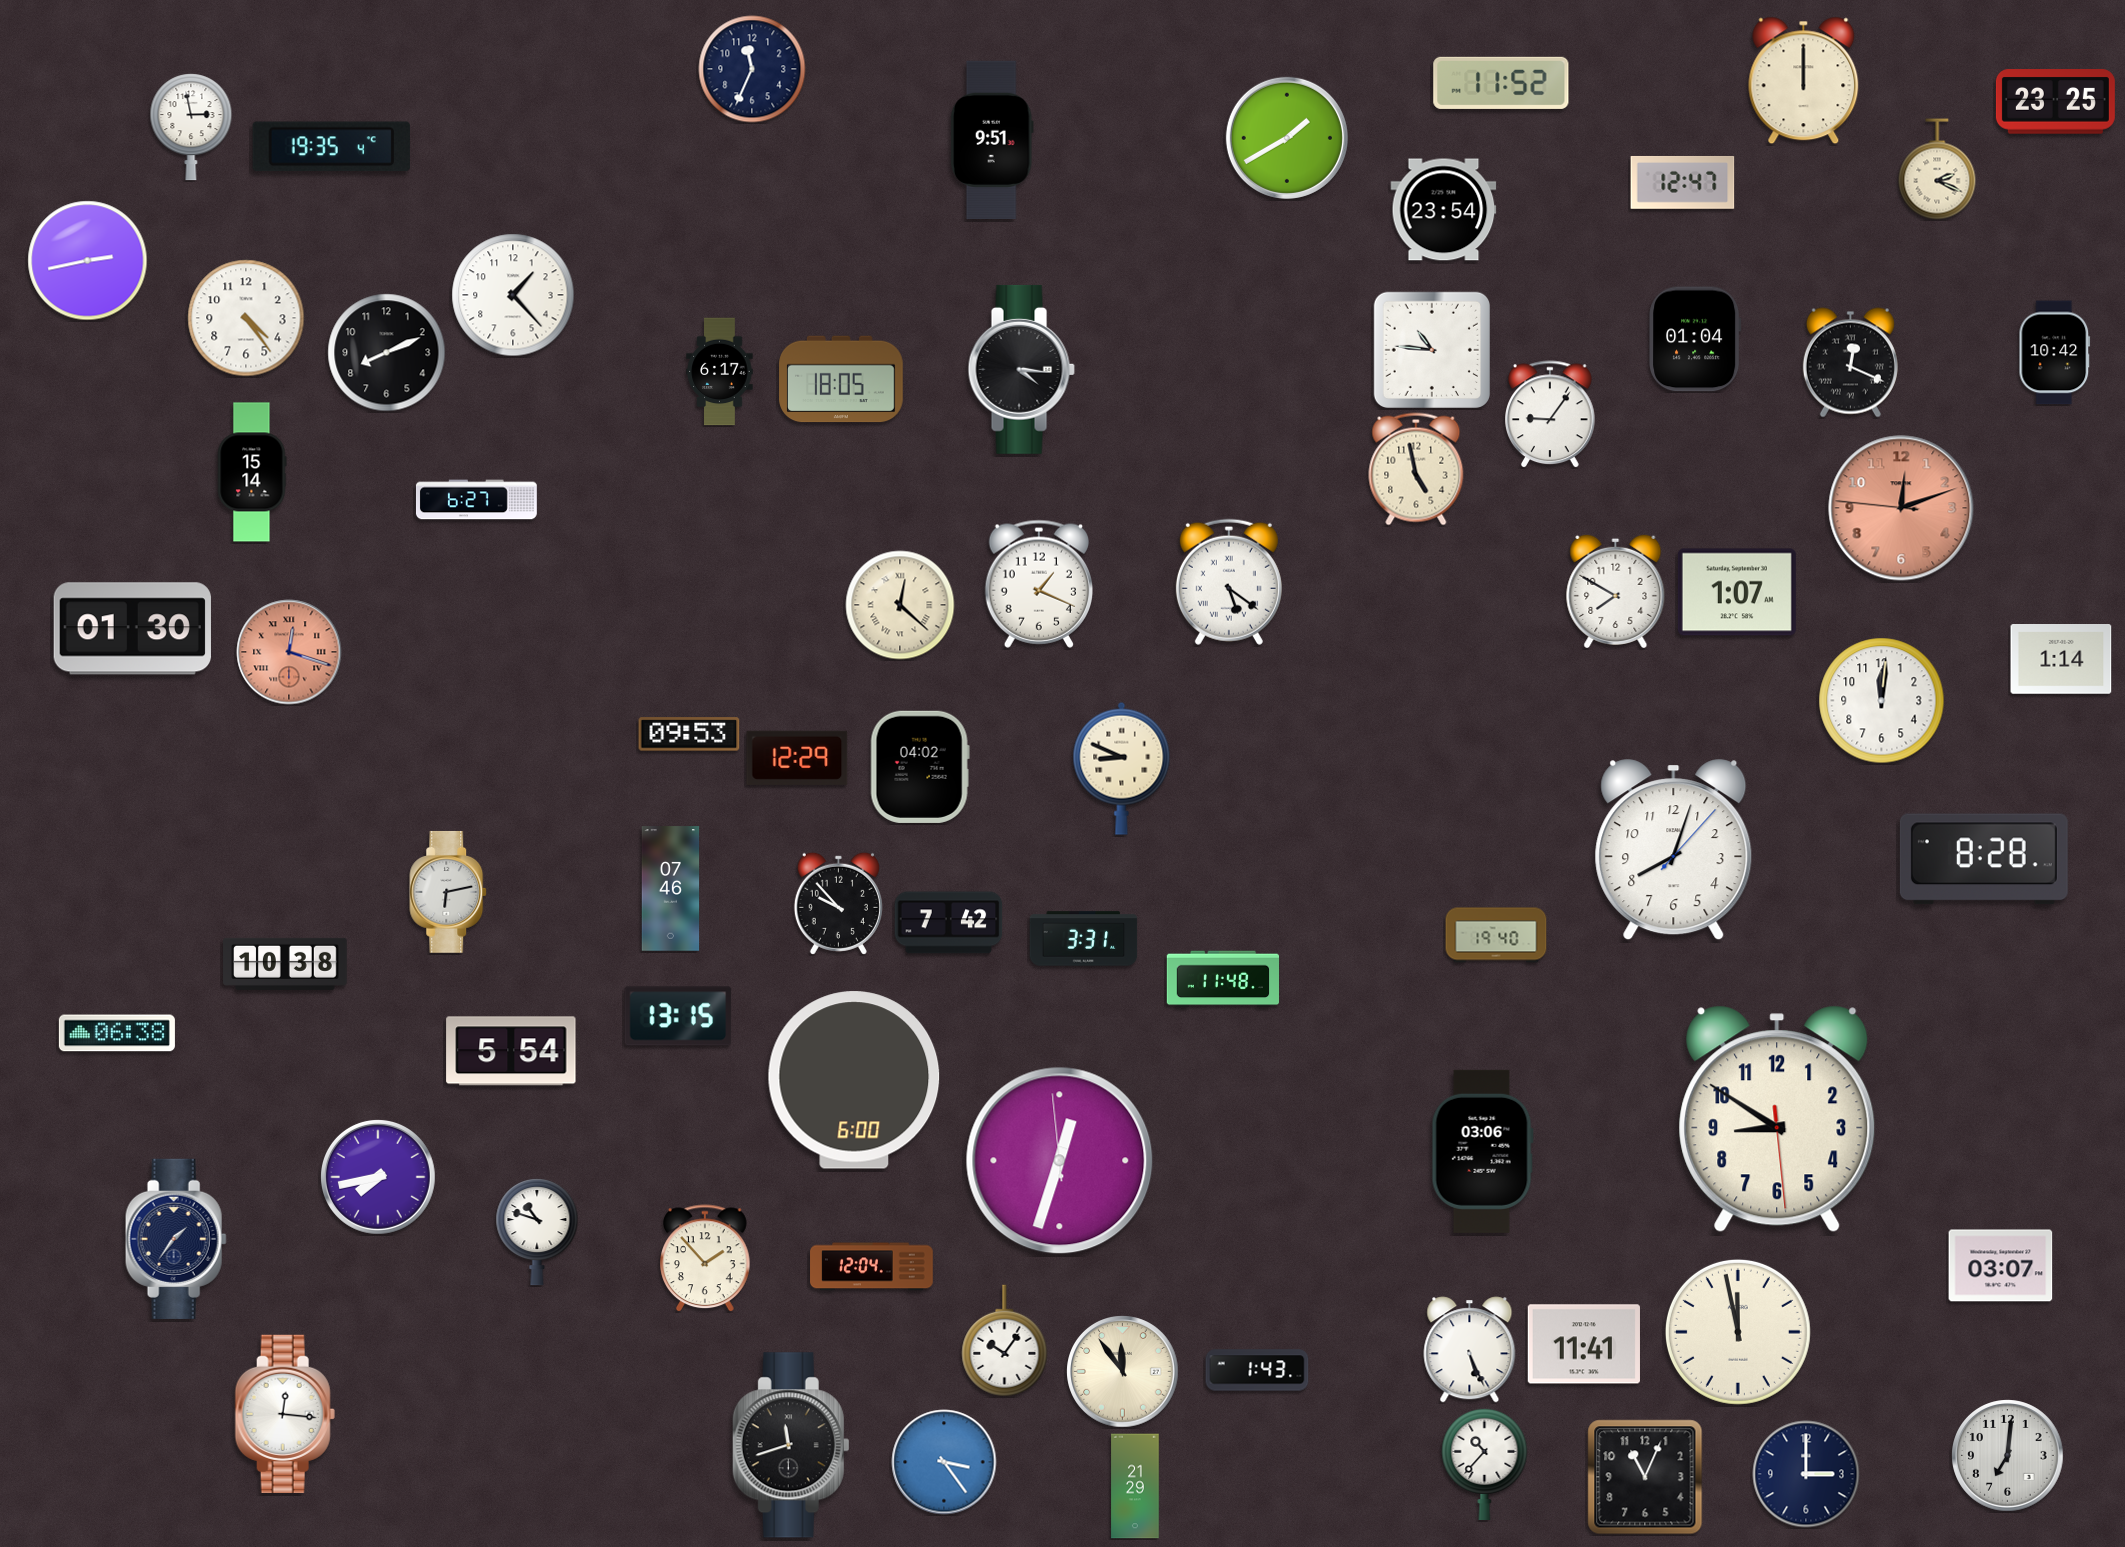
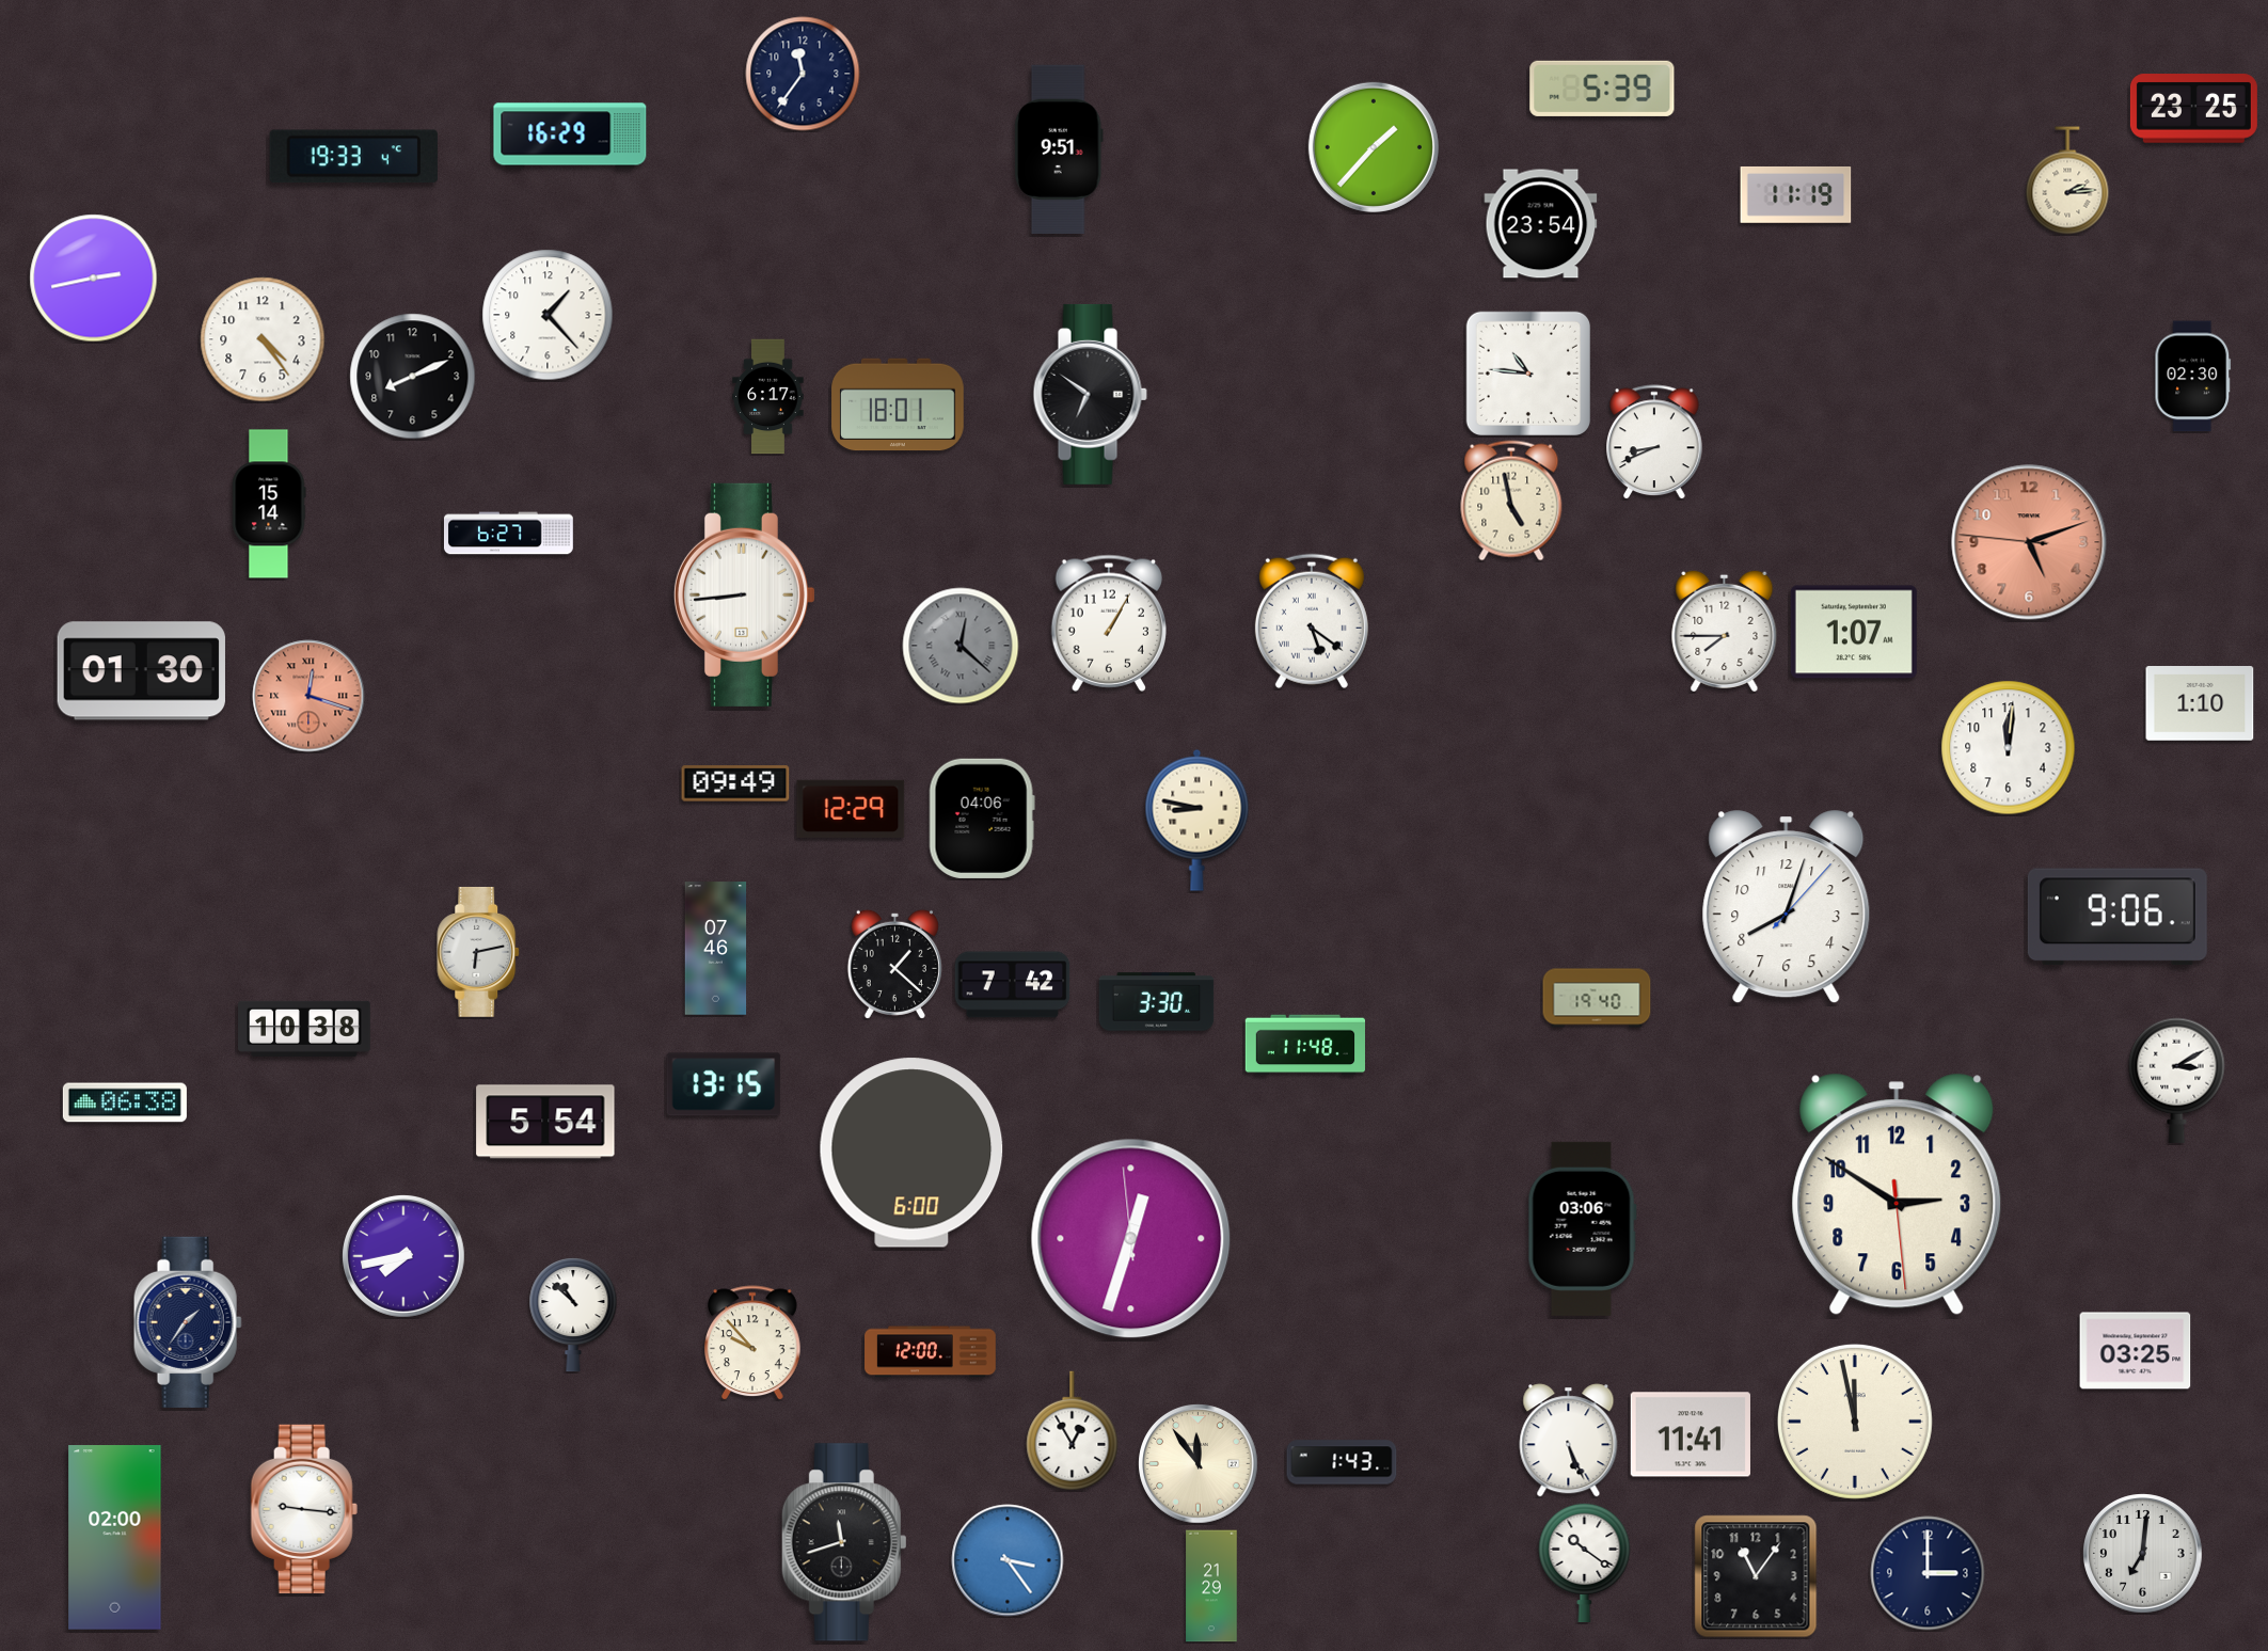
clock at (752, 69): 11:34 -> 11:36
clock at (1804, 81): 12:00 -> none
clock at (1501, 83): 11:52 -> 5:39
clock at (191, 127): 2:58 -> none
clock at (570, 136): none -> 16:29
clock at (1287, 138): 1:40 -> 1:37
clock at (331, 147): 19:35 -> 19:33
clock at (1937, 169): 2:19 -> 2:14
clock at (1683, 182): 12:47 -> 11:19
clock at (1695, 339): 01:04 -> none
clock at (2055, 353): 10:42 -> 02:30
clock at (1850, 363): 12:19 -> none
clock at (1021, 369): 4:16 -> 6:51
clock at (841, 379): 18:05 -> 18:01
clock at (1551, 414): 9:06 -> 8:41
clock at (1901, 508): 12:11 -> 5:11
clock at (744, 594): none -> 8:44
clock at (1038, 584): 1:19 -> 1:05
clock at (1616, 591): 7:50 -> 7:45
clock at (900, 605) dial: cream -> grey
clock at (2061, 660): 1:14 -> 1:10
clock at (689, 734): 09:53 -> 09:49
clock at (920, 767): 04:02 -> 04:06
clock at (1122, 768): 8:49 -> 8:47
clock at (1984, 859): 8:28 -> 9:06
clock at (838, 903): 9:53 -> 1:22
clock at (1084, 939): 3:31 -> 3:30
clock at (2177, 1080): none -> 3:10
clock at (1777, 1119): 8:50 -> 2:50
clock at (537, 1232): 10:48 -> 10:52
clock at (706, 1258): 1:53 -> 9:53
clock at (2001, 1266): 03:07 -> 03:25
clock at (872, 1267): 12:04 -> 12:00
clock at (1005, 1341): 10:06 -> 12:55
clock at (285, 1414): 12:16 -> 9:16
clock at (115, 1538): none -> 02:00
clock at (1485, 1463): 10:37 -> 10:21
clock at (1645, 1477): 11:04 -> 11:06
